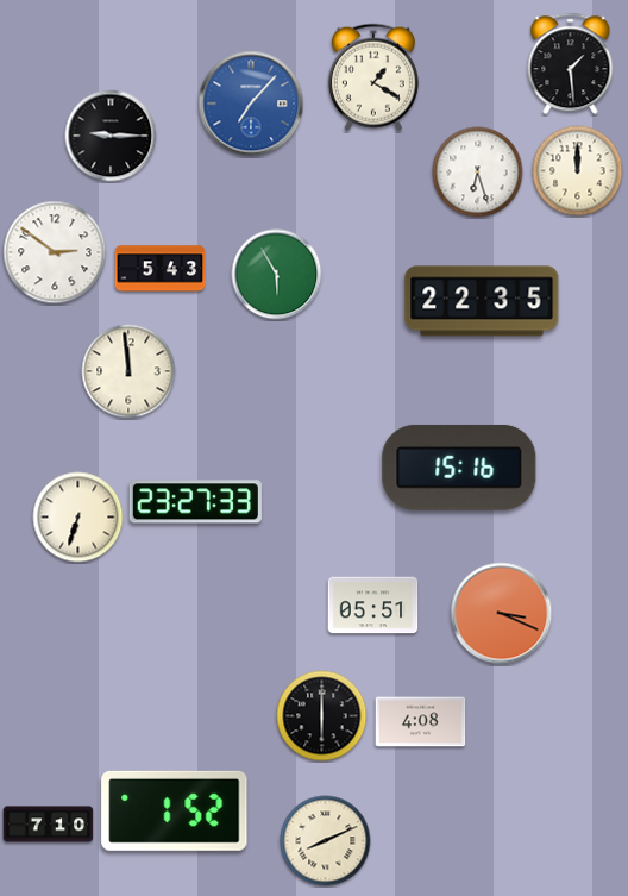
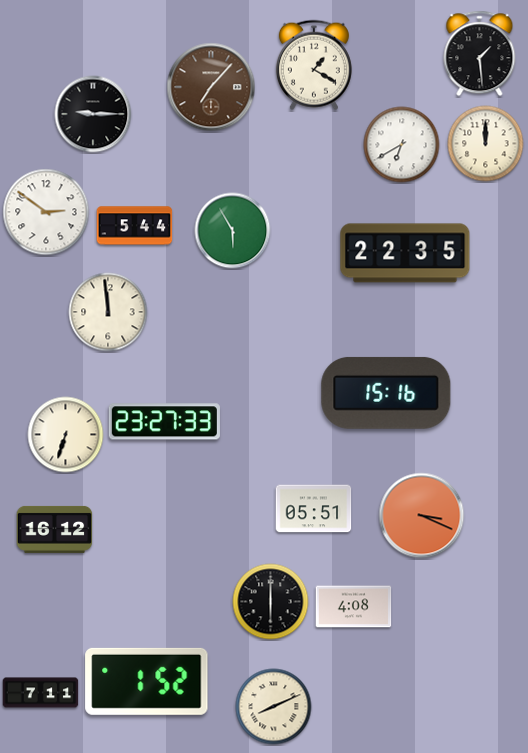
clock at (251, 104) dial: blue -> brown
clock at (478, 173): 6:27 -> 6:40
clock at (161, 269): 5:43 -> 5:44
clock at (55, 529): none -> 16:12
clock at (49, 825): 7:10 -> 7:11
